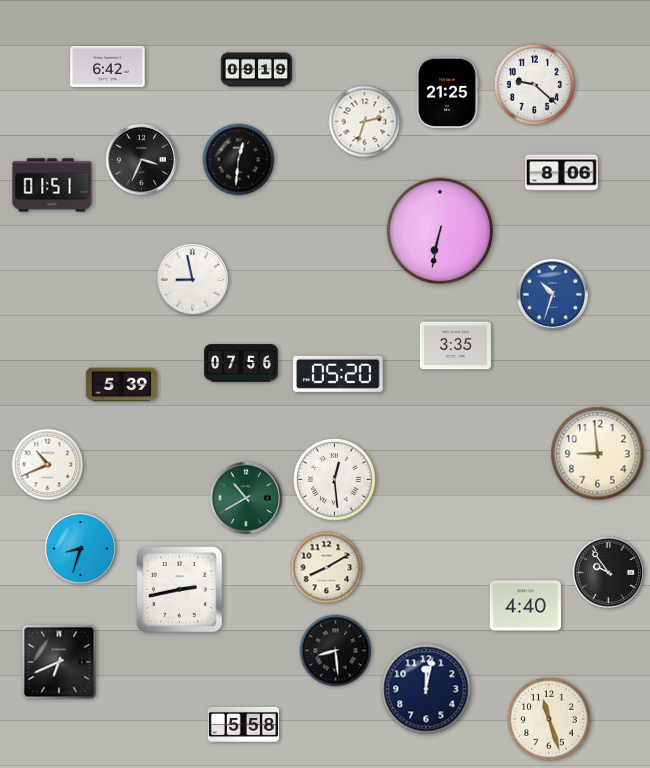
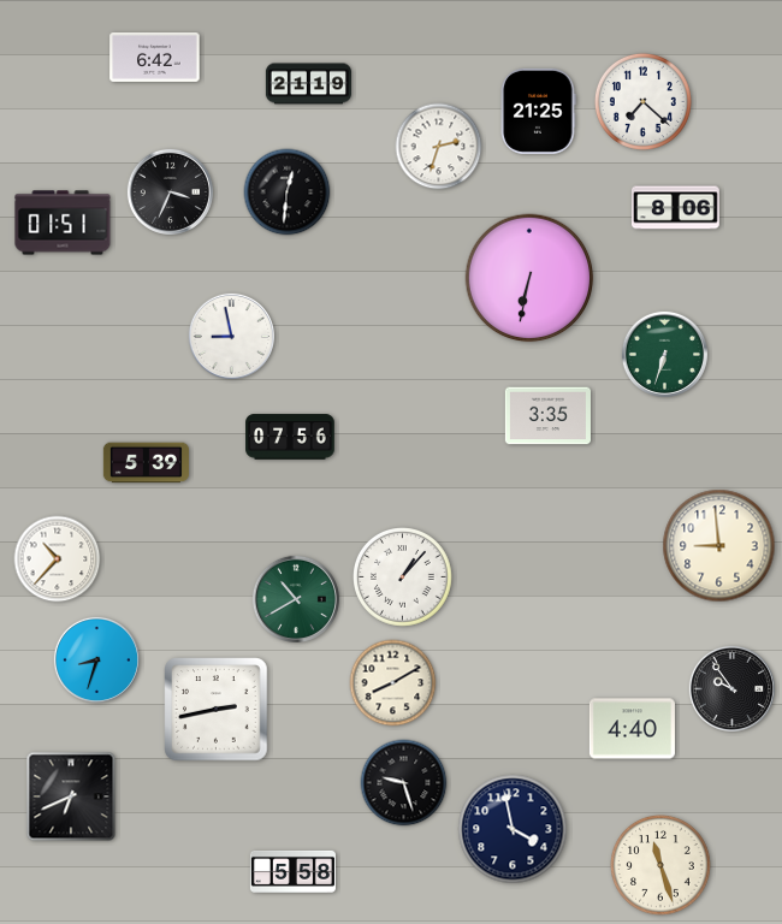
clock at (108, 66) position: (108, 66) -> (155, 57)
clock at (256, 70): 09:19 -> 21:19
clock at (534, 84): 9:22 -> 7:22
clock at (552, 294): 10:33 -> 6:33
clock at (552, 294) dial: blue -> green
clock at (339, 374): 05:20 -> none
clock at (48, 465): 10:41 -> 10:37
clock at (335, 480): 12:29 -> 1:07
clock at (336, 651): 8:29 -> 9:27
clock at (426, 689): 12:02 -> 3:58
